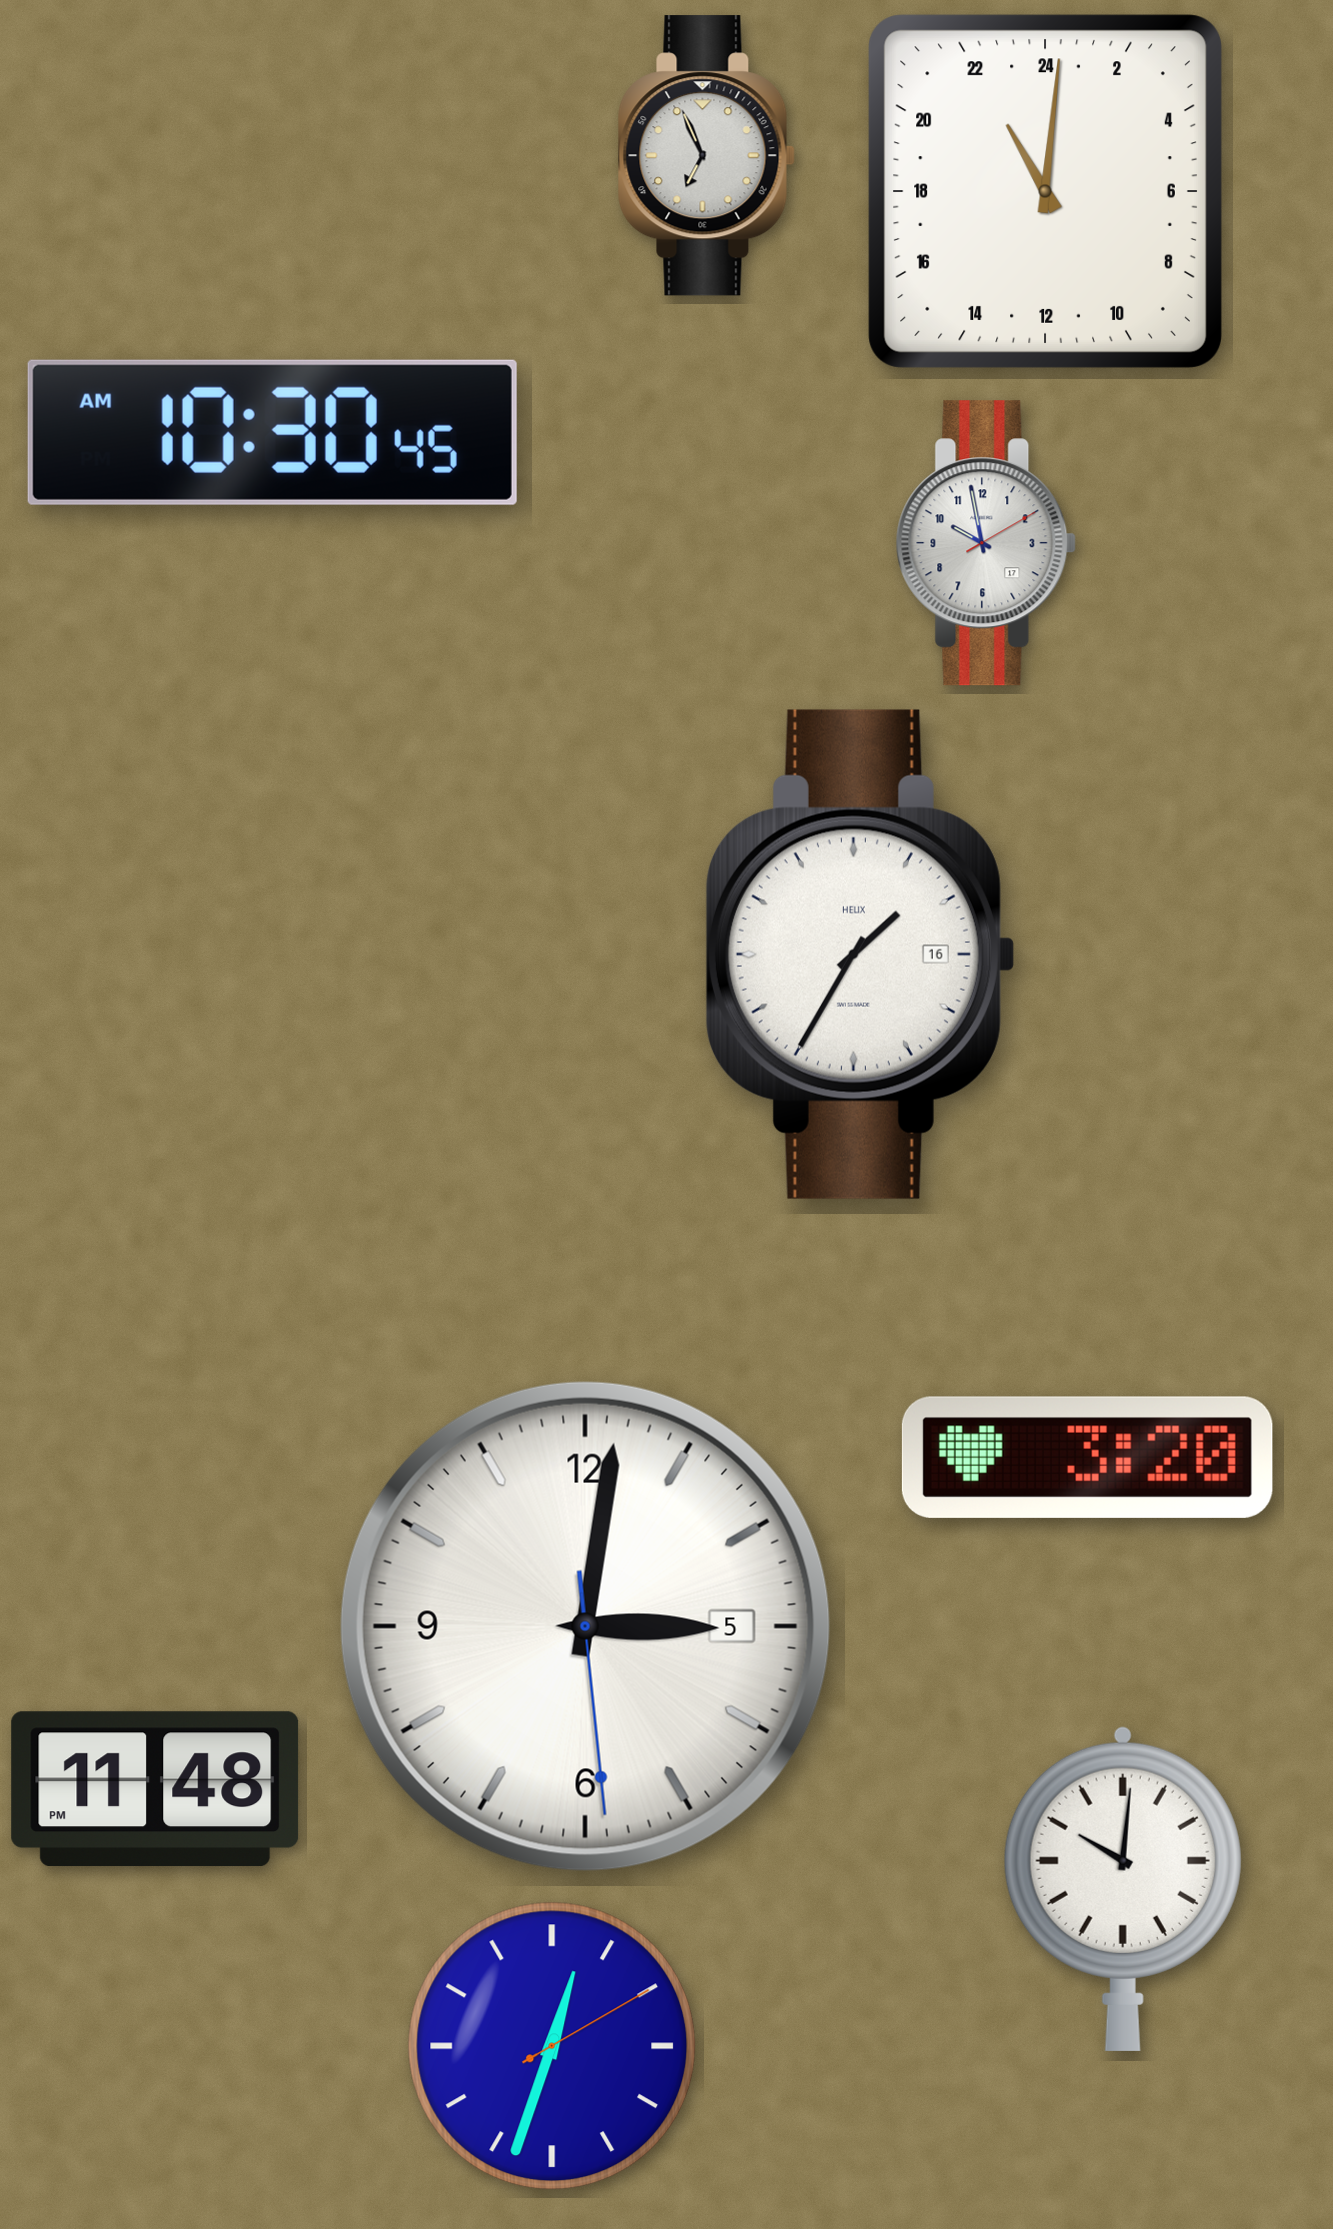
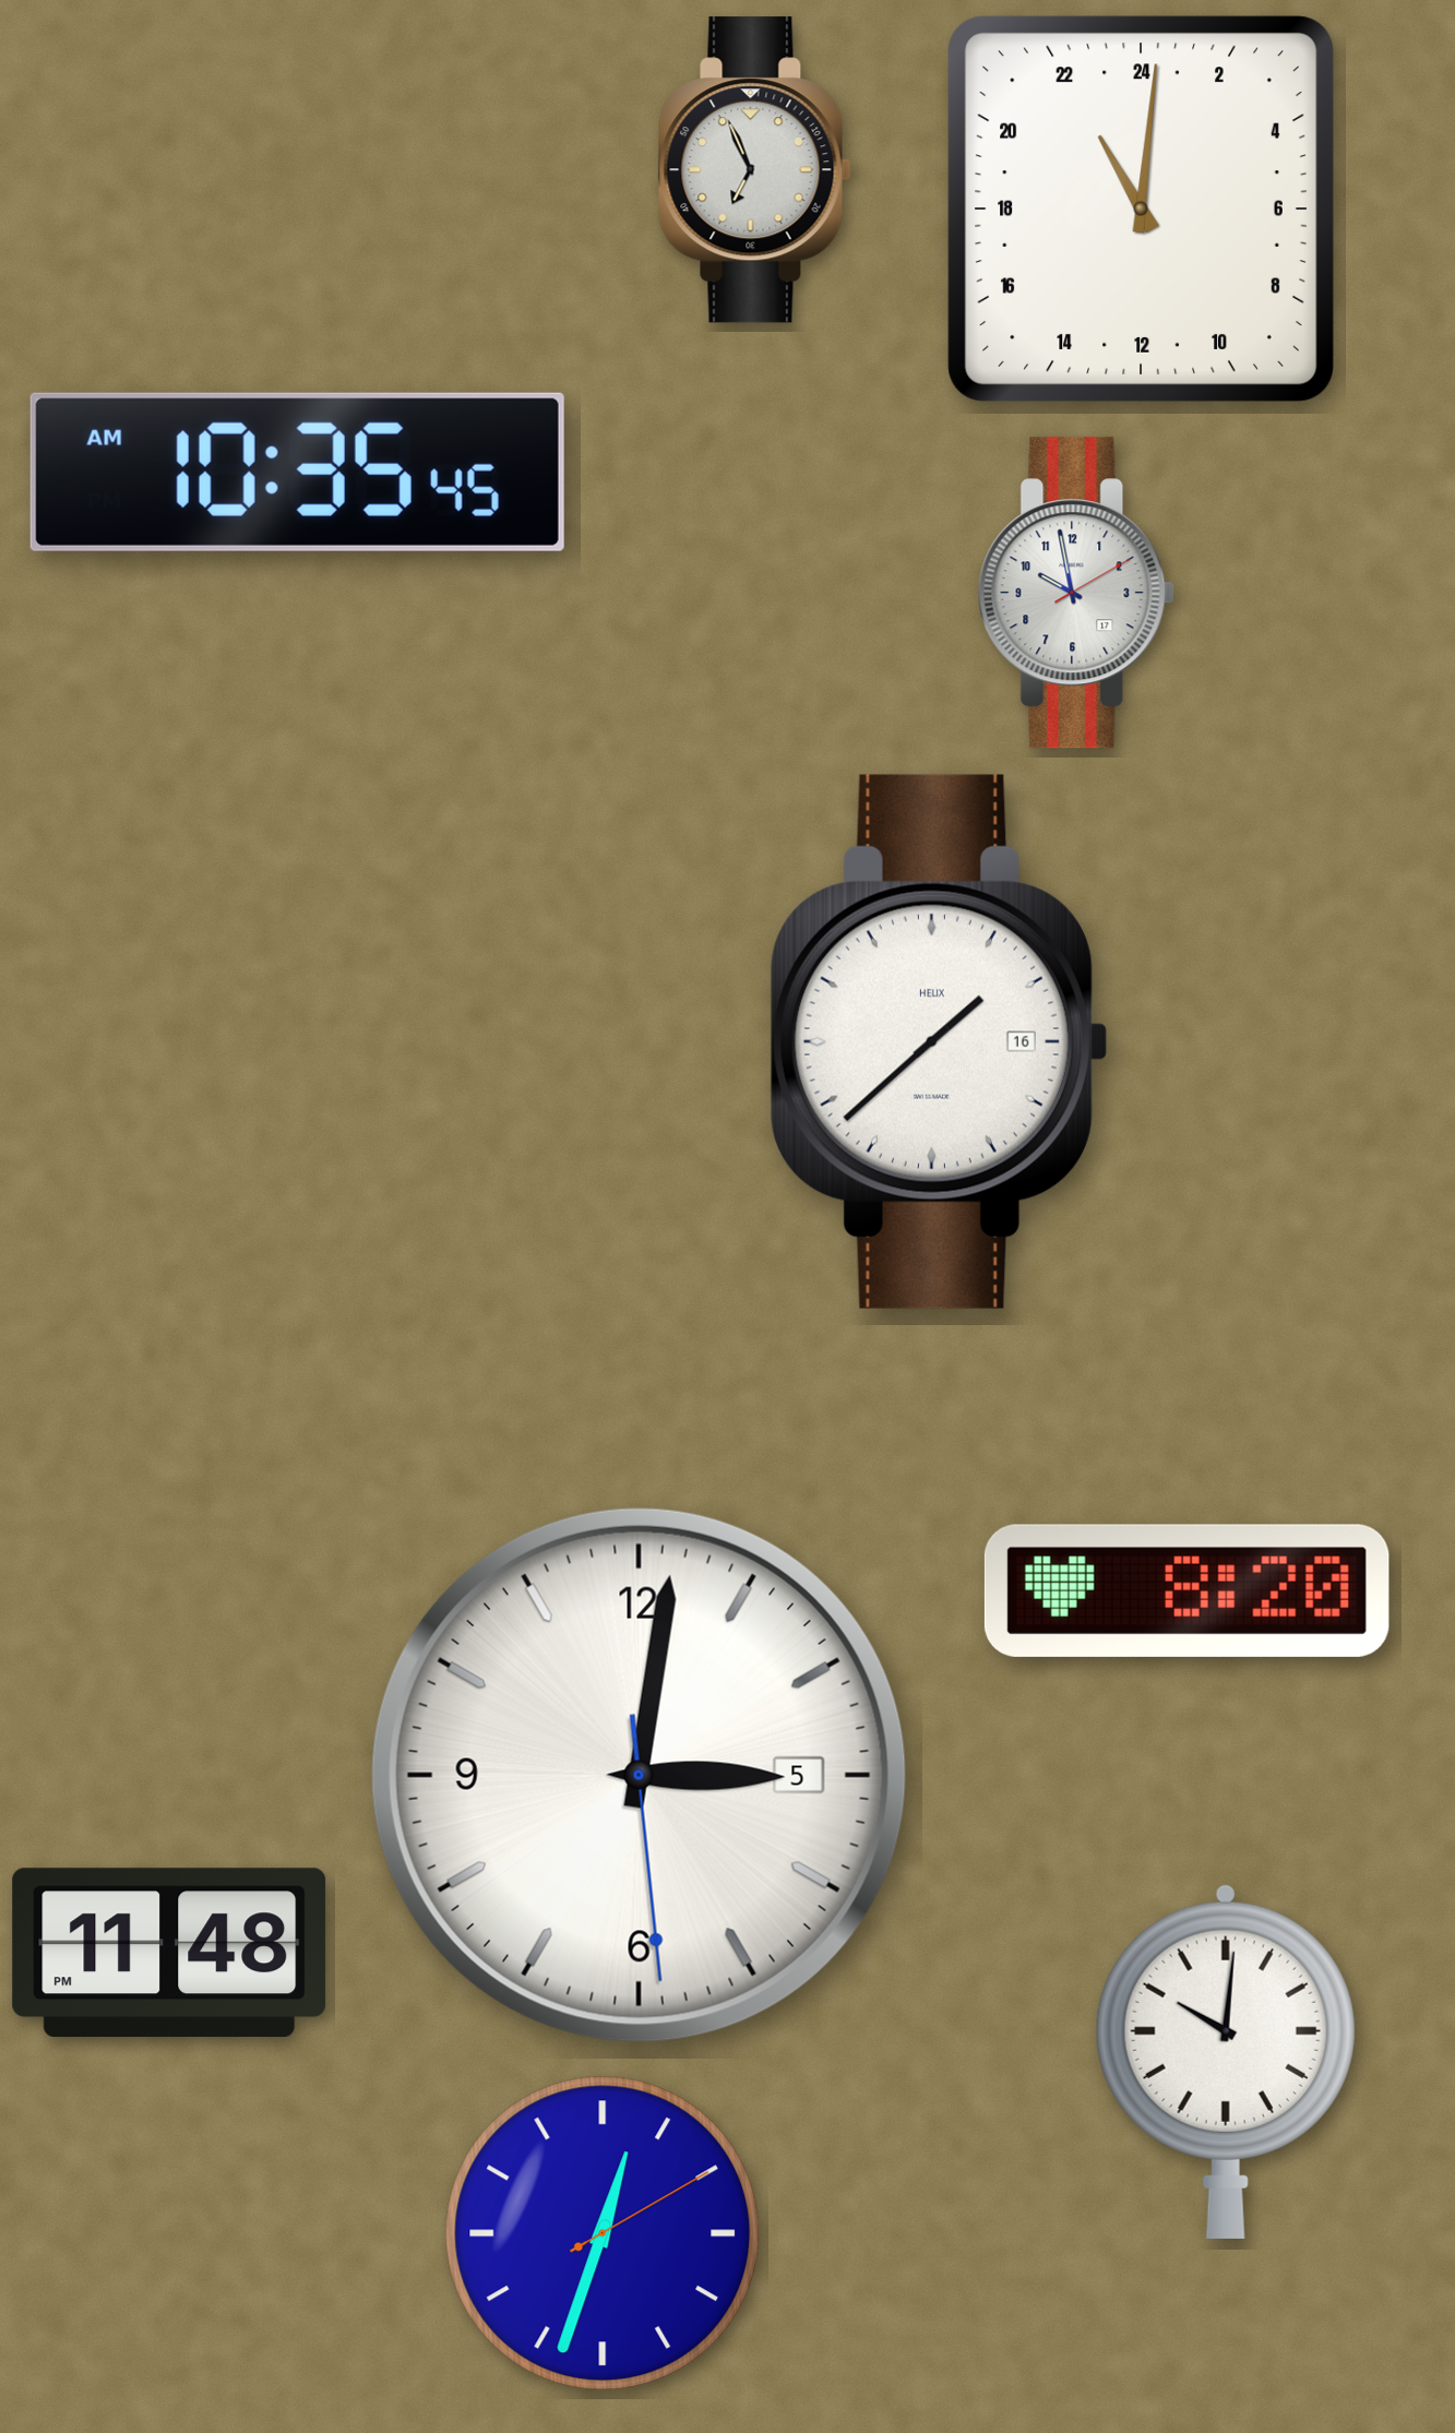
clock at (706, 156) position: (706, 156) -> (754, 170)
clock at (272, 432): 10:30 -> 10:35
clock at (860, 954): 1:35 -> 1:38
clock at (1087, 1457): 3:20 -> 8:20
